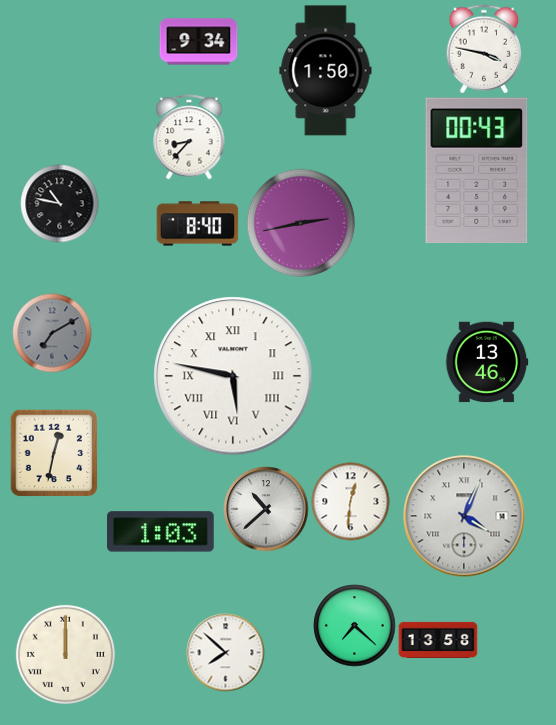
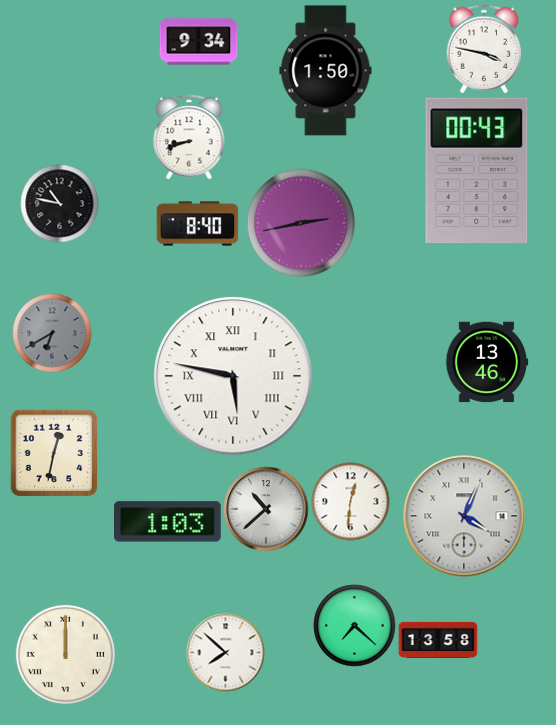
clock at (189, 137): 8:37 -> 8:42
clock at (52, 333): 7:10 -> 6:40
clock at (161, 532) position: (161, 532) -> (168, 522)
